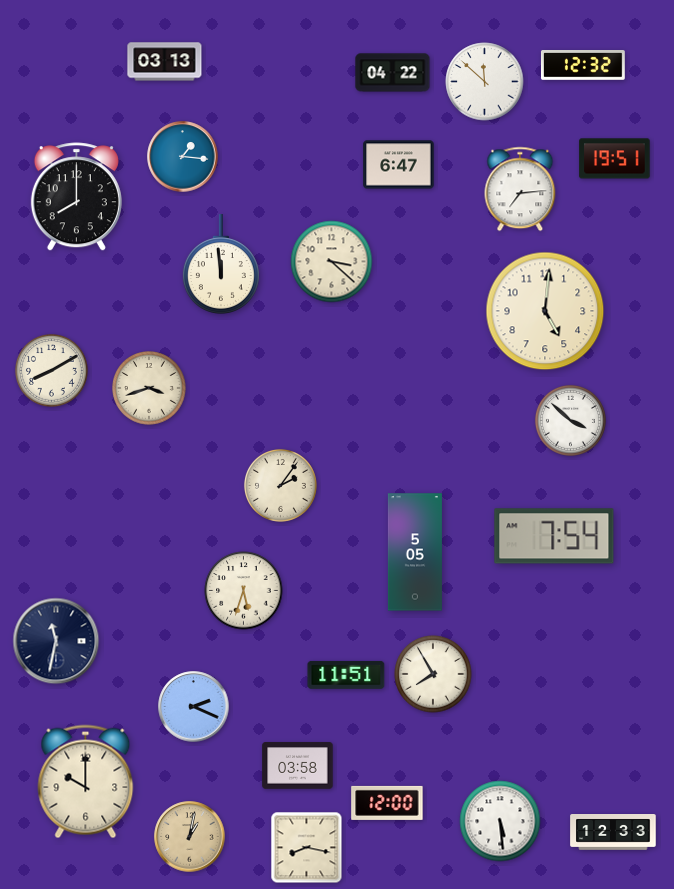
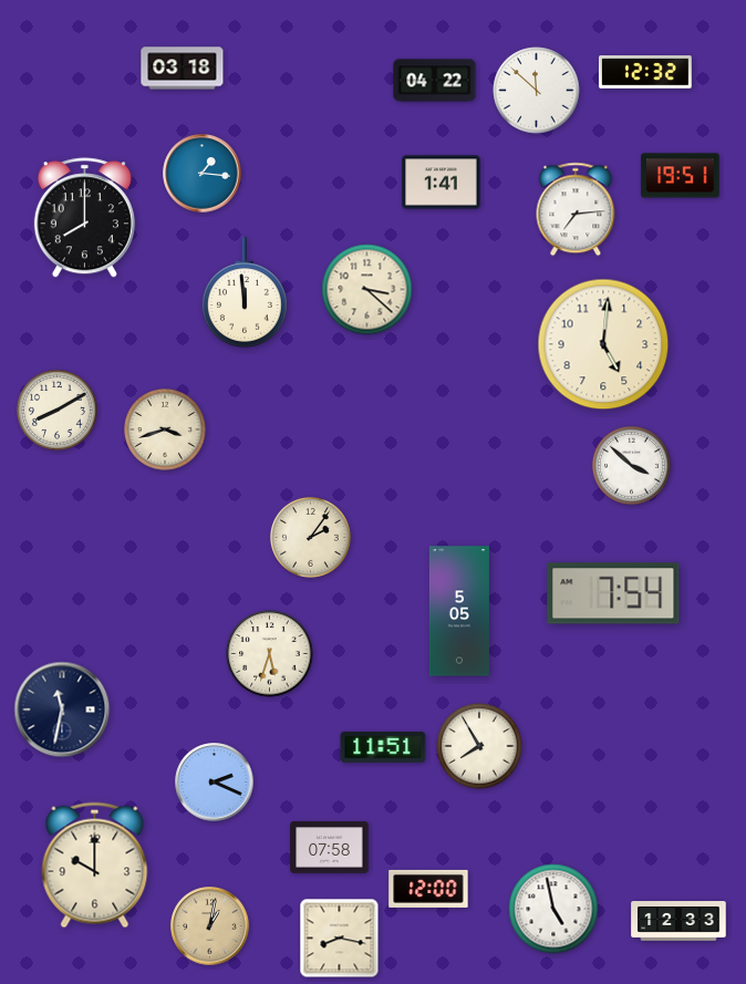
clock at (165, 62): 03:13 -> 03:18
clock at (399, 165): 6:47 -> 1:41
clock at (298, 766): 03:58 -> 07:58
clock at (500, 821): 5:29 -> 4:58
